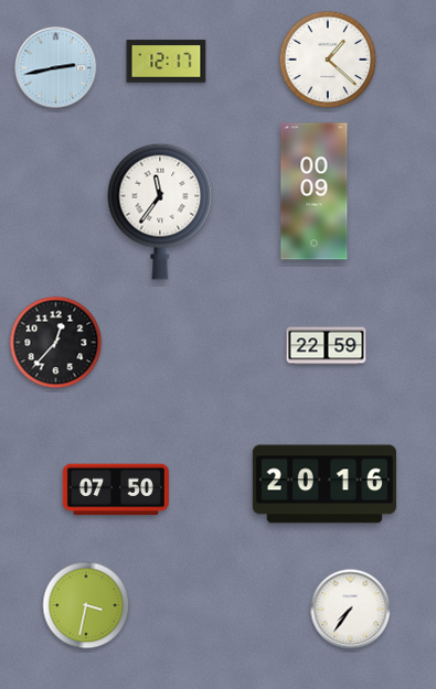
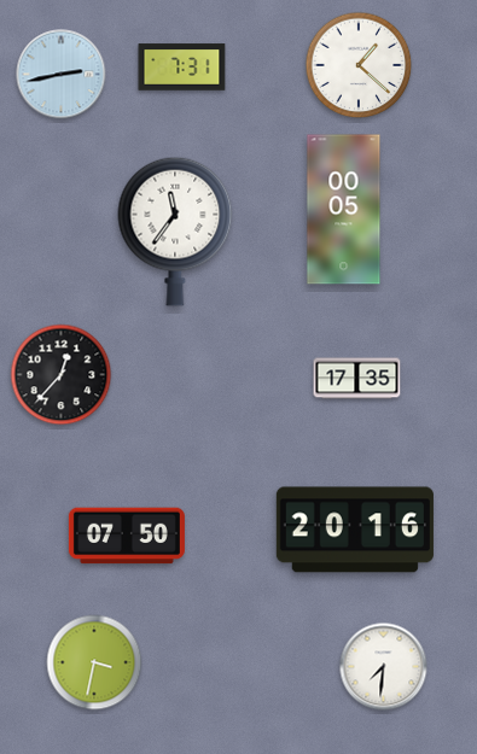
clock at (167, 62): 12:17 -> 7:31
clock at (315, 192): 00:09 -> 00:05
clock at (327, 346): 22:59 -> 17:35
clock at (351, 610): 7:36 -> 7:31
